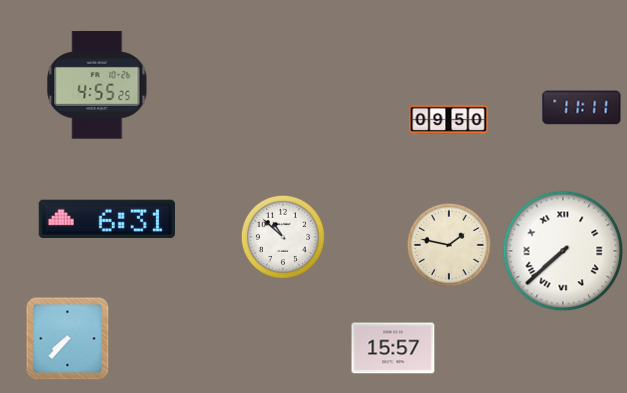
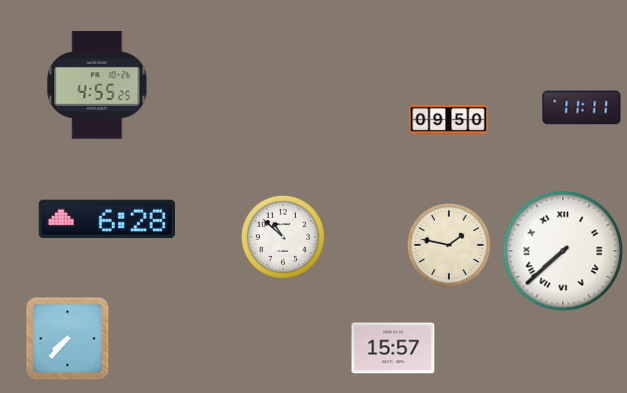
clock at (107, 218): 6:31 -> 6:28
